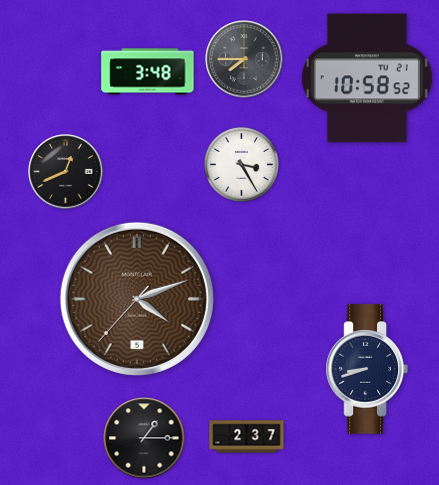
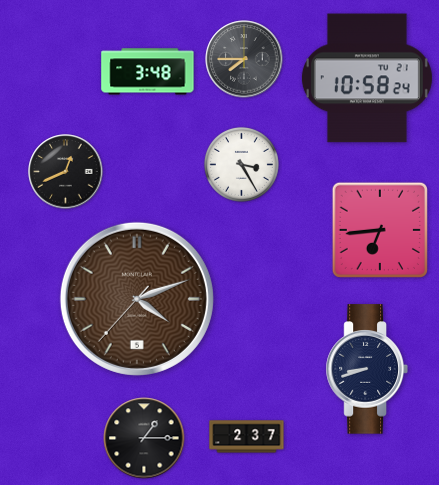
clock at (367, 78): 10:58:52 -> 10:58:24
clock at (380, 230): none -> 6:44
